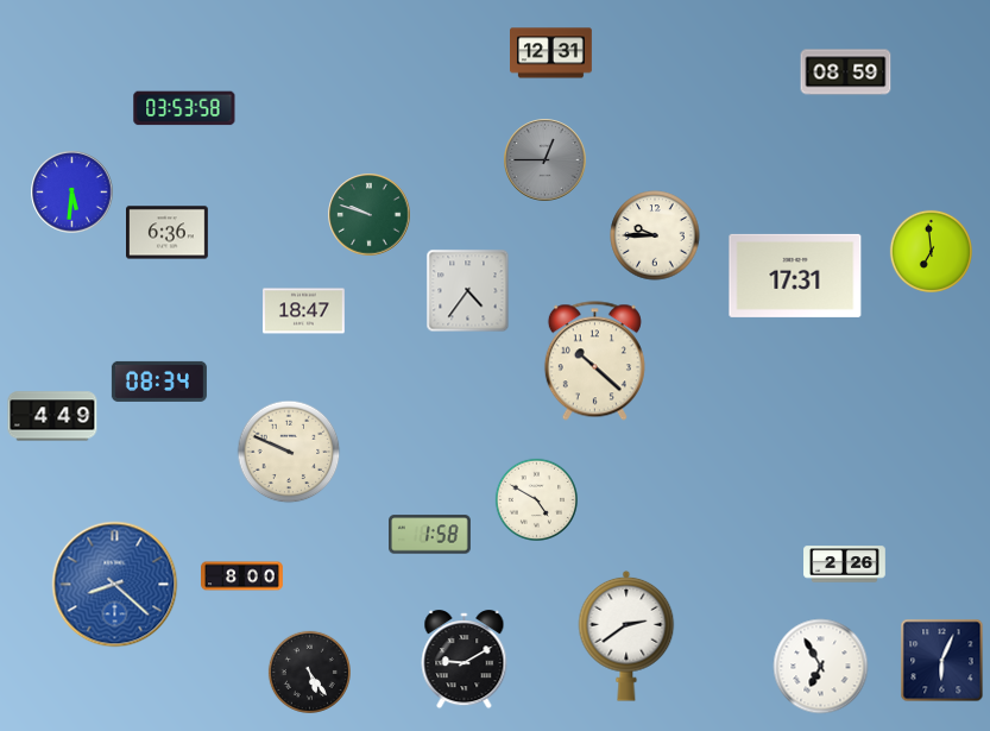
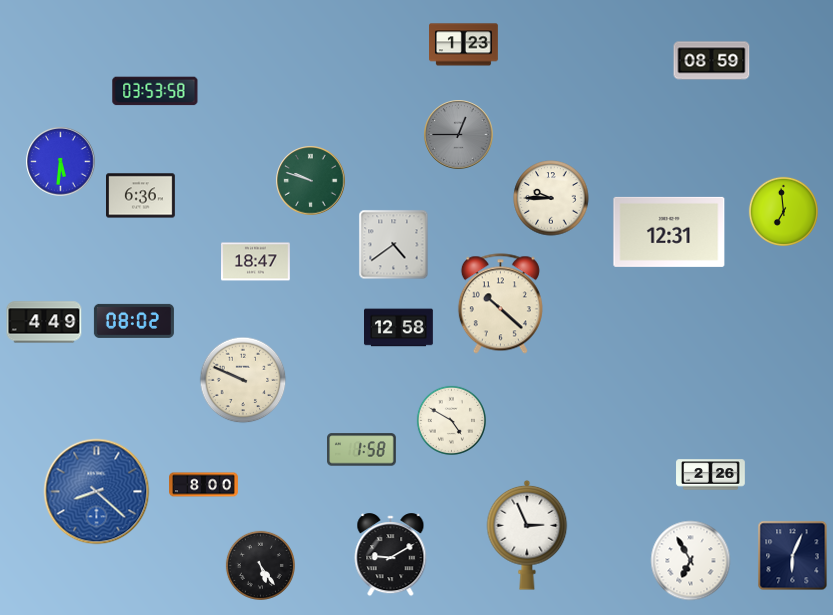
clock at (551, 53): 12:31 -> 1:23
clock at (795, 276): 17:31 -> 12:31
clock at (468, 291): 4:36 -> 4:39
clock at (159, 382): 08:34 -> 08:02
clock at (399, 328): none -> 12:58
clock at (52, 416) position: (52, 416) -> (44, 322)
clock at (626, 636): 2:39 -> 2:56
